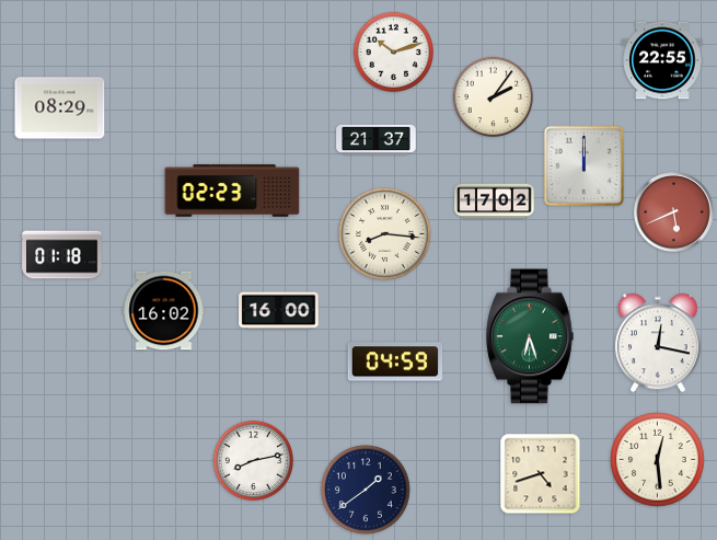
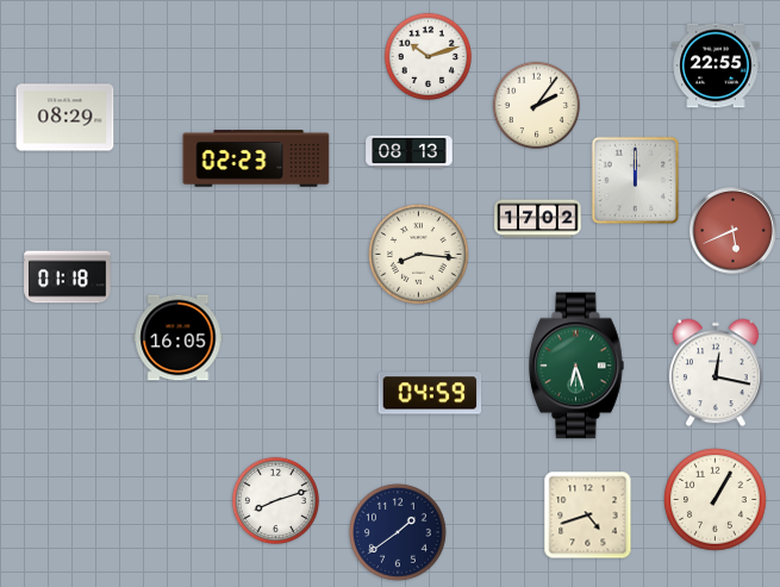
clock at (662, 60) position: (662, 60) -> (716, 65)
clock at (377, 139): 21:37 -> 08:13
clock at (232, 191) position: (232, 191) -> (256, 158)
clock at (164, 311): 16:02 -> 16:05
clock at (279, 311): 16:00 -> none
clock at (658, 460): 12:29 -> 1:05
clock at (254, 461): 8:13 -> 8:12
